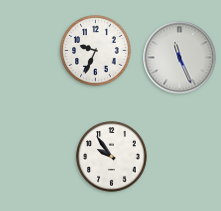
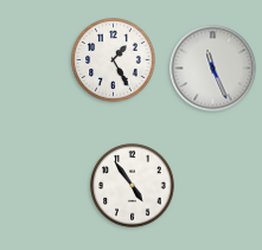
clock at (96, 51): 9:34 -> 1:25
clock at (112, 157): 9:54 -> 4:54
